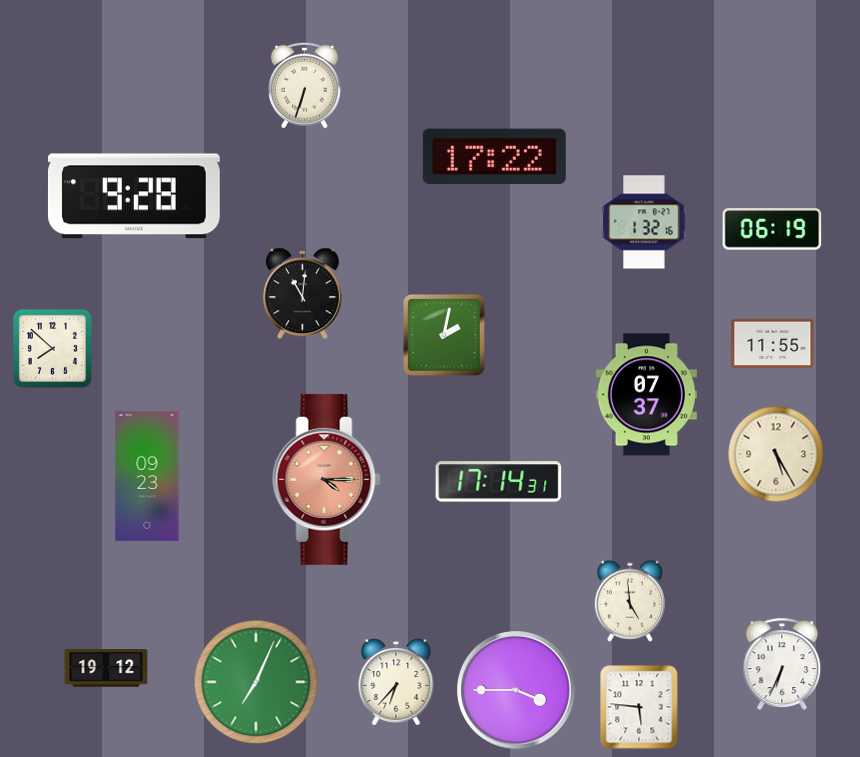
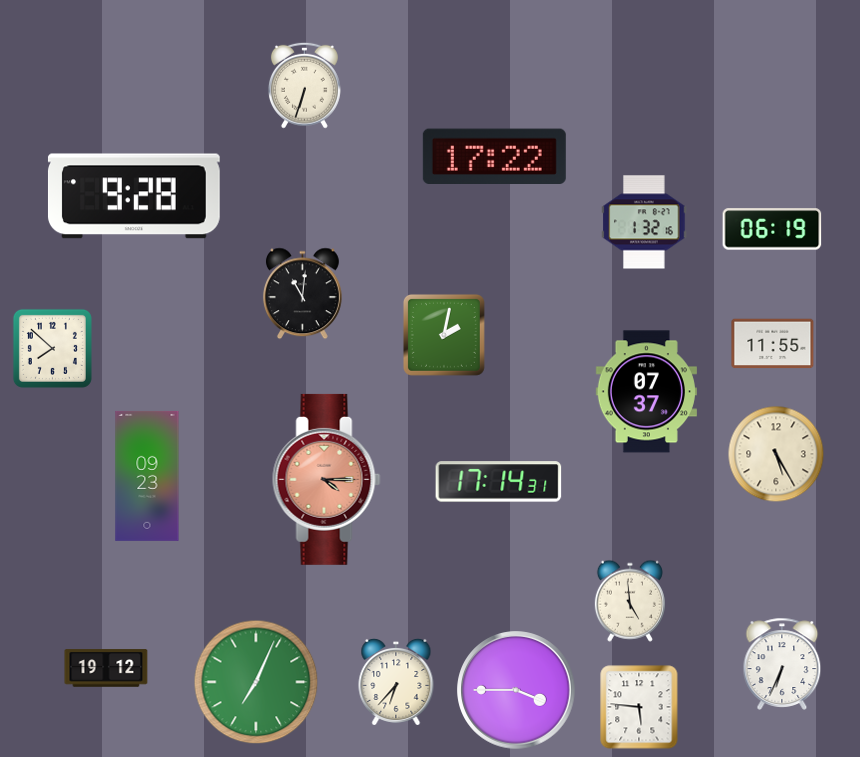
clock at (646, 395) position: (646, 395) -> (646, 392)
